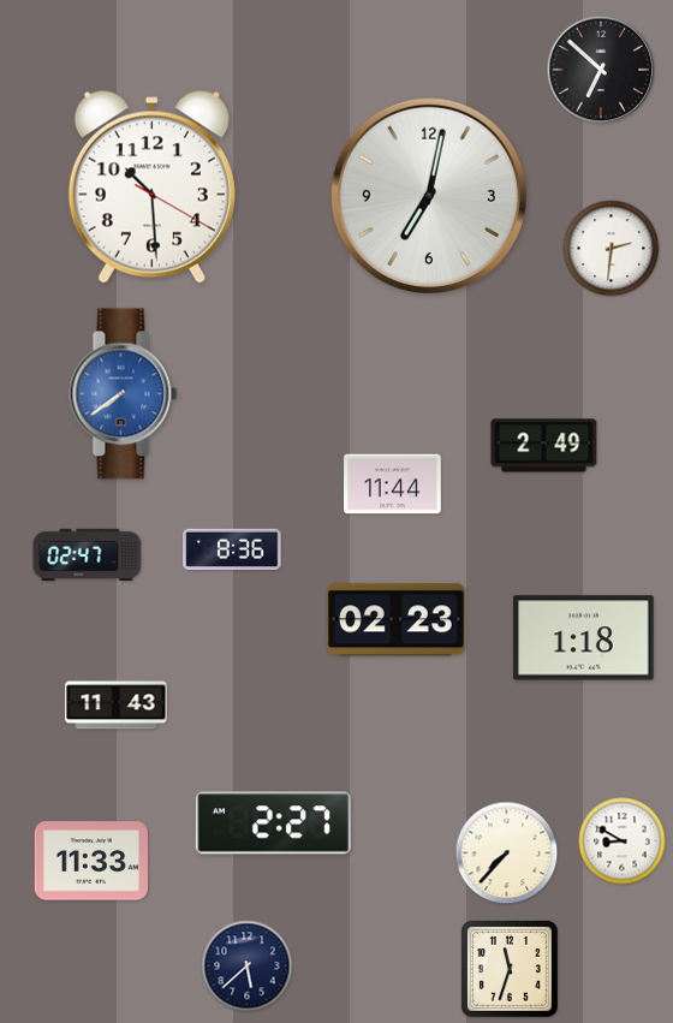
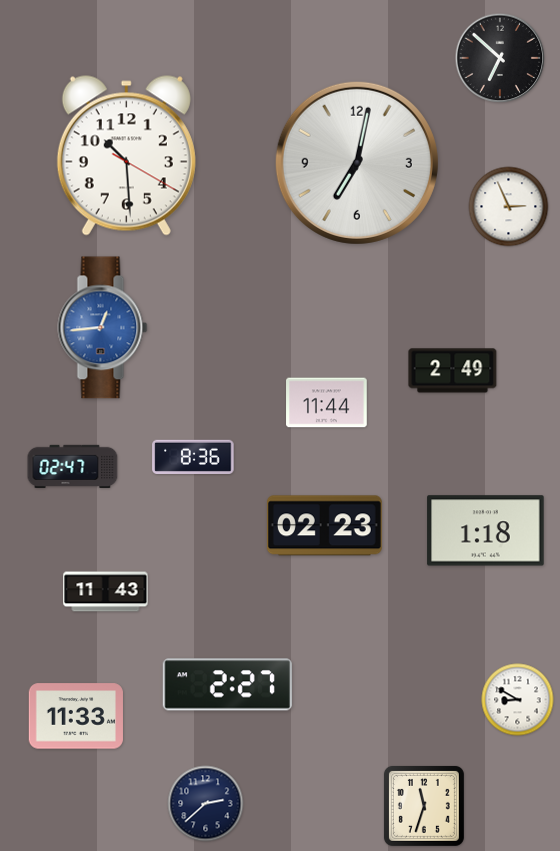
clock at (612, 249): 2:31 -> 2:56
clock at (124, 394): 7:39 -> 12:44
clock at (88, 554) position: (88, 554) -> (73, 466)
clock at (395, 620) position: (395, 620) -> (324, 526)
clock at (117, 706) position: (117, 706) -> (106, 592)
clock at (507, 854): 7:37 -> none
clock at (248, 967): 5:38 -> 2:38
